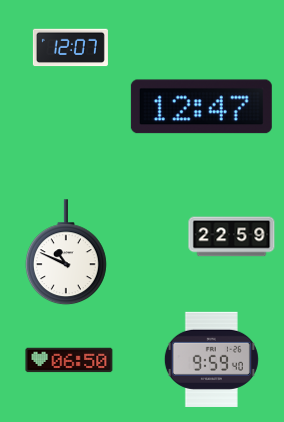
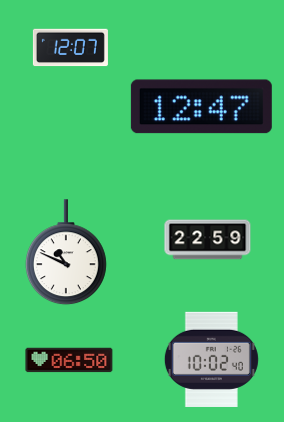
clock at (232, 237) position: (232, 237) -> (208, 240)
clock at (211, 359): 9:59 -> 10:02
